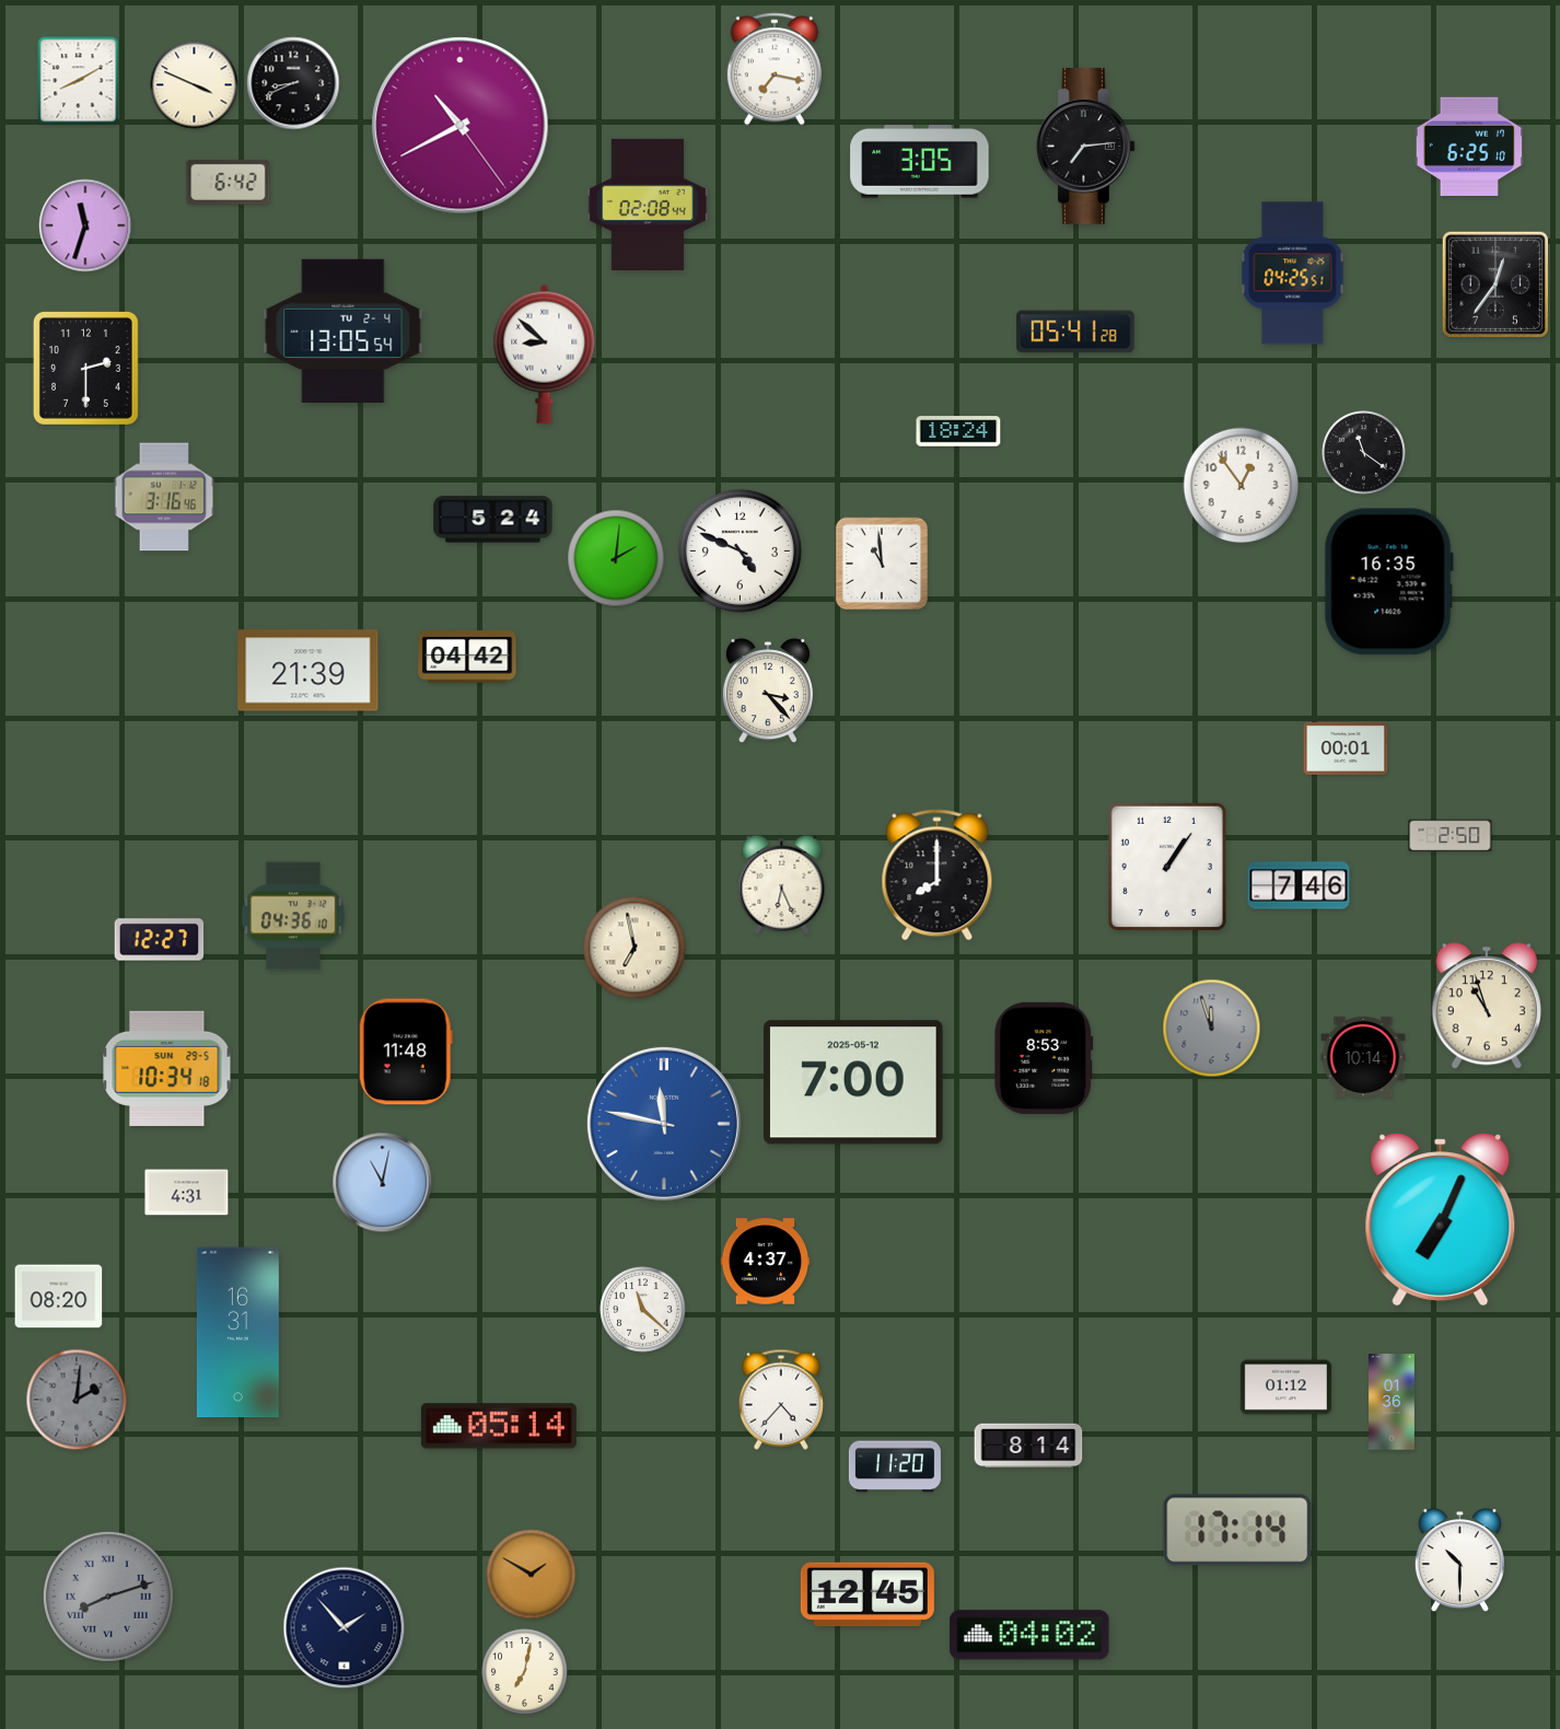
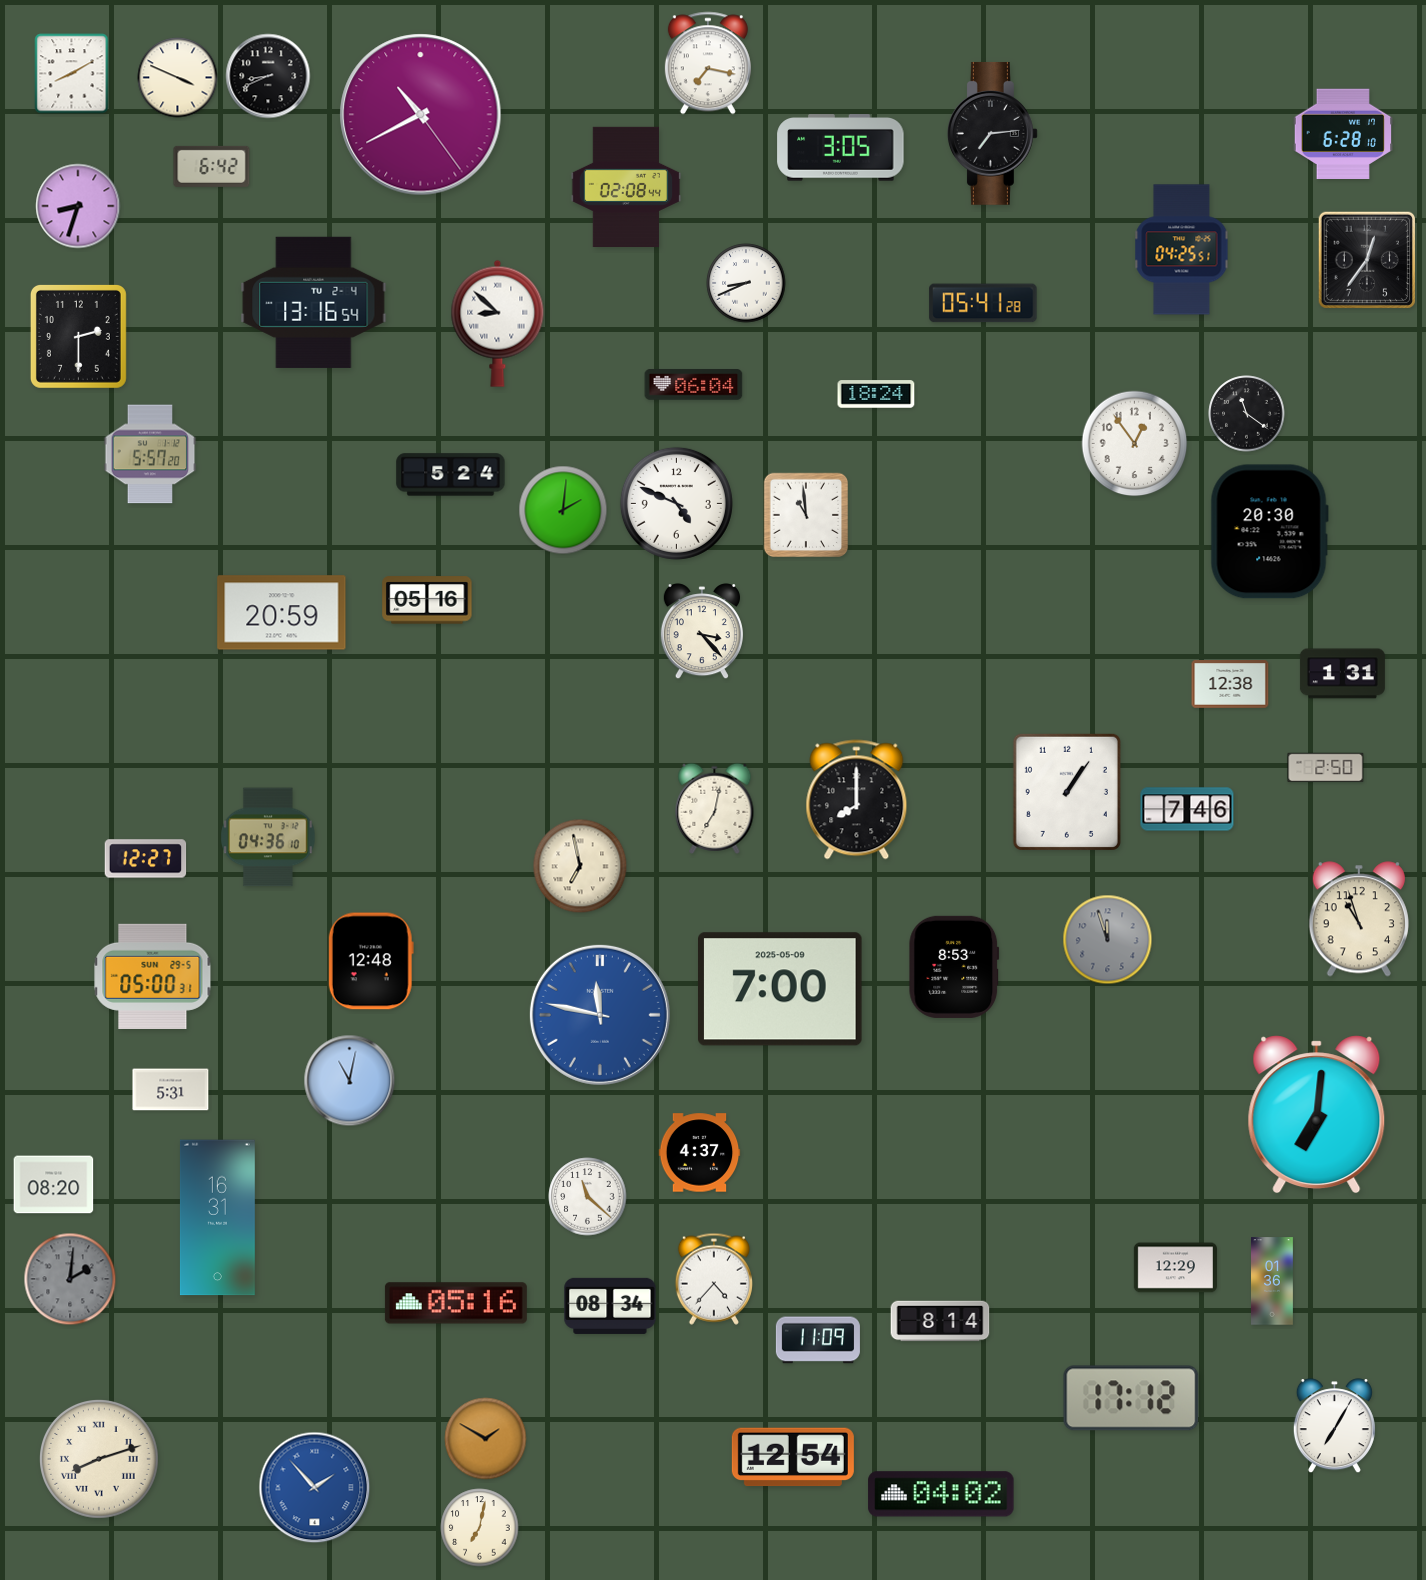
clock at (1469, 147): 6:25 -> 6:28
clock at (229, 182) position: (229, 182) -> (212, 166)
clock at (648, 204) position: (648, 204) -> (626, 186)
clock at (85, 225): 11:33 -> 8:33
clock at (746, 283): none -> 8:41
clock at (344, 330): 13:05 -> 13:16
clock at (694, 385): none -> 06:04
clock at (164, 497): 3:16 -> 5:57
clock at (1388, 582): 16:35 -> 20:30
clock at (467, 657): 04:42 -> 05:16
clock at (308, 671): 21:39 -> 20:59
clock at (1342, 674): none -> 1:31
clock at (1346, 749): 00:01 -> 12:38
clock at (1451, 836) position: (1451, 836) -> (1326, 768)
clock at (782, 884): 6:26 -> 7:02
clock at (406, 1052): 11:48 -> 12:48
clock at (1363, 1057): 10:14 -> none
clock at (167, 1068): 10:34 -> 05:00
clock at (854, 1082) date: 2025-05-12 -> 2025-05-09
clock at (664, 1124) position: (664, 1124) -> (600, 1015)
clock at (187, 1193): 4:31 -> 5:31
clock at (1441, 1220): 7:04 -> 7:01
clock at (1285, 1388): 01:12 -> 12:29
clock at (499, 1426): 05:14 -> 05:16
clock at (610, 1306): none -> 08:34
clock at (895, 1466): 11:20 -> 11:09
clock at (1237, 1530): 17:14 -> 17:12
clock at (1459, 1560): 10:30 -> 7:05
clock at (868, 1594): 12:45 -> 12:54
clock at (109, 1598) dial: grey -> cream
clock at (345, 1628) dial: navy -> blue
